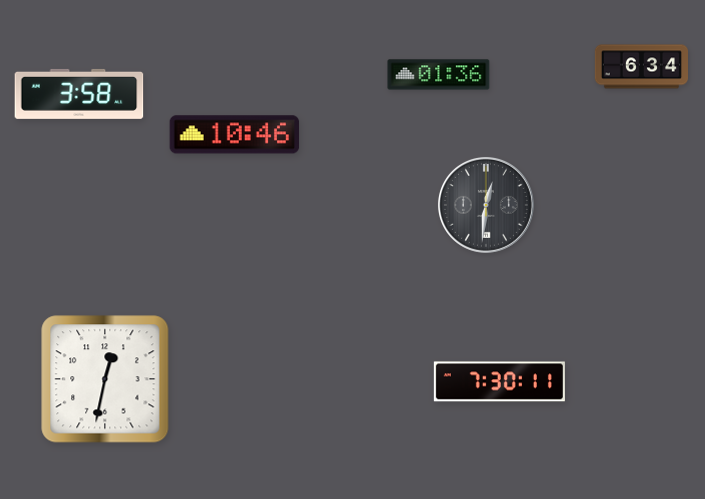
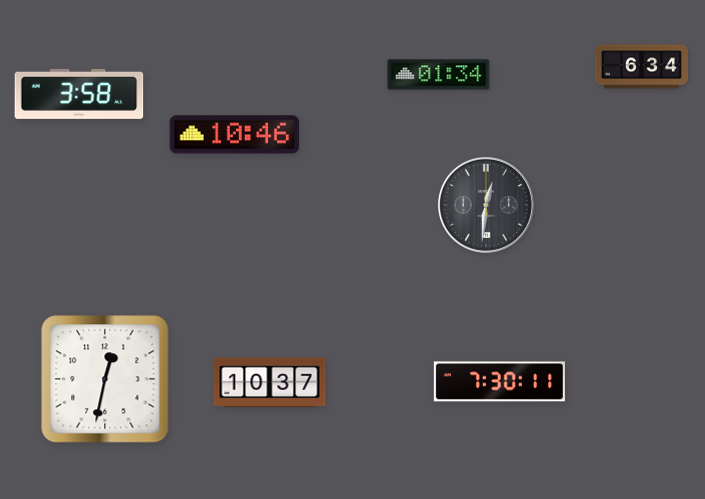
clock at (439, 75): 01:36 -> 01:34
clock at (270, 383): none -> 10:37
